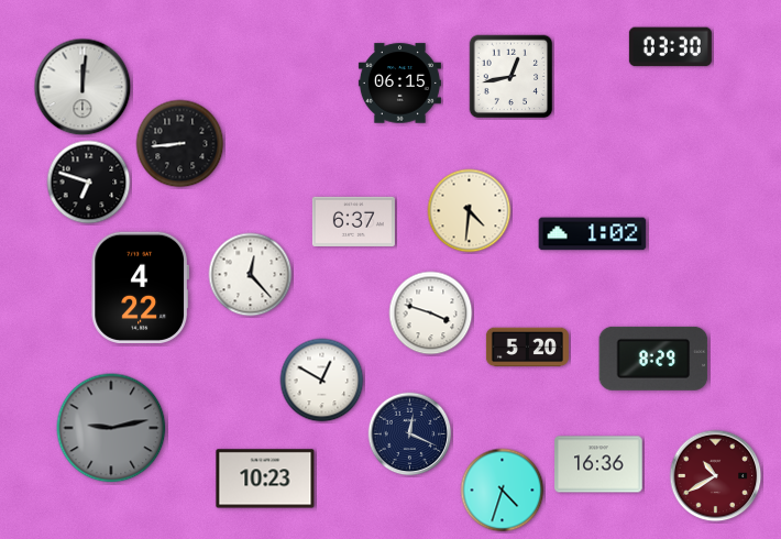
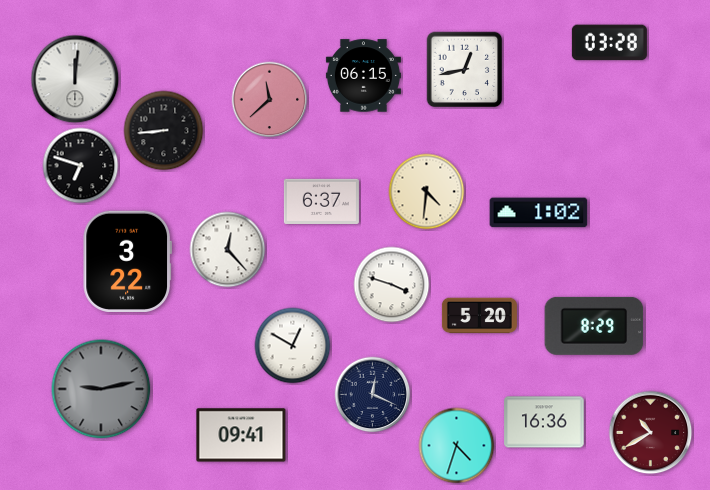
clock at (670, 47): 03:30 -> 03:28
clock at (270, 100): none -> 11:38
clock at (140, 287): 4:22 -> 3:22
clock at (265, 479): 10:23 -> 09:41
